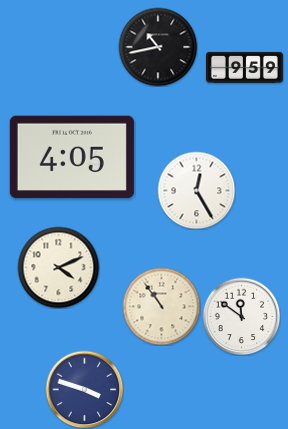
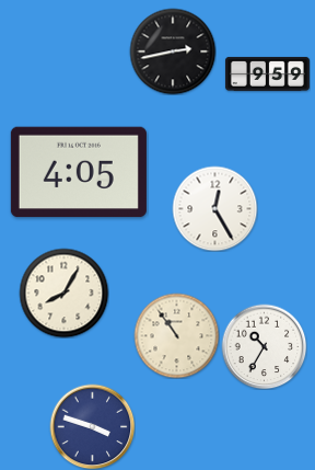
clock at (158, 47): 10:43 -> 2:43
clock at (58, 267): 4:11 -> 8:05
clock at (241, 316): 11:51 -> 10:35
